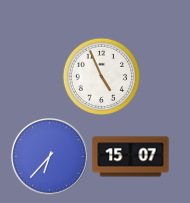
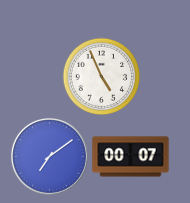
clock at (49, 156): 6:37 -> 7:09
clock at (131, 157): 15:07 -> 00:07
